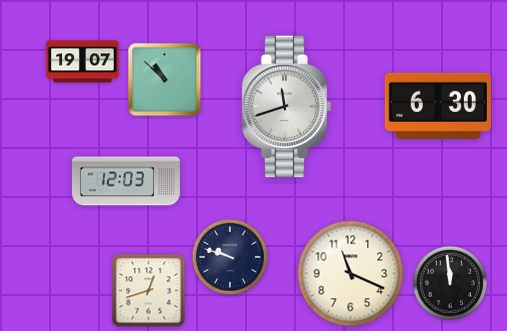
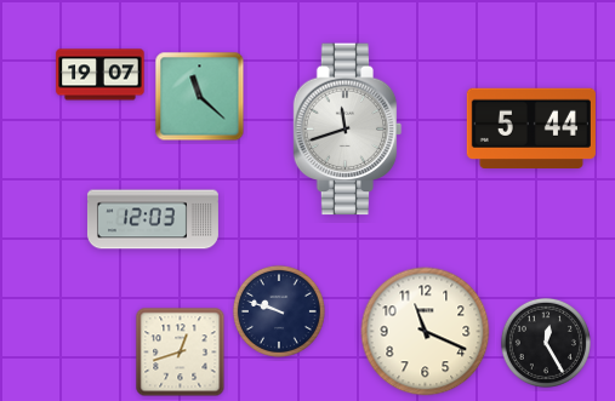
clock at (165, 80): 10:52 -> 11:22
clock at (438, 105): 6:30 -> 5:44
clock at (450, 283): 11:59 -> 12:25
